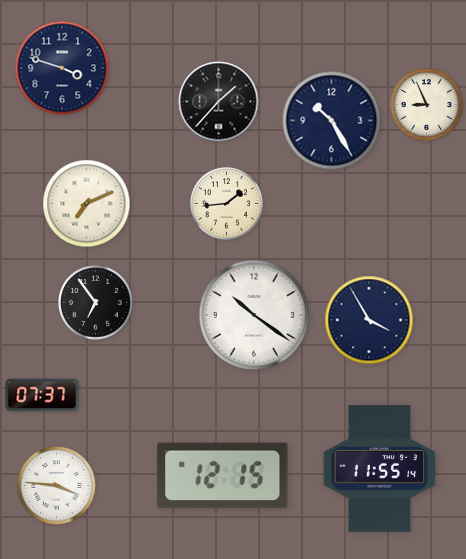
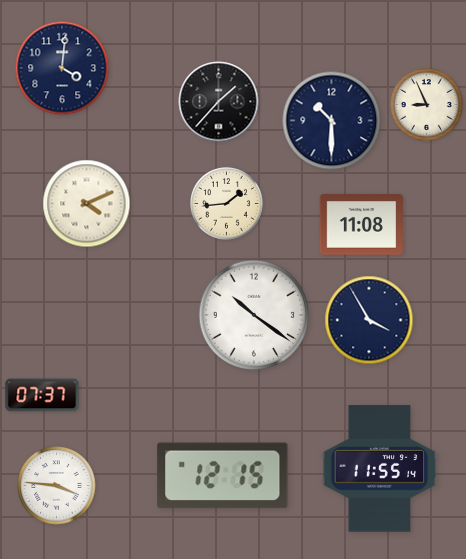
clock at (62, 68): 3:48 -> 4:01
clock at (332, 121): 10:25 -> 10:30
clock at (87, 204): 7:11 -> 4:11
clock at (361, 225): none -> 11:08
clock at (96, 303): 6:54 -> none
